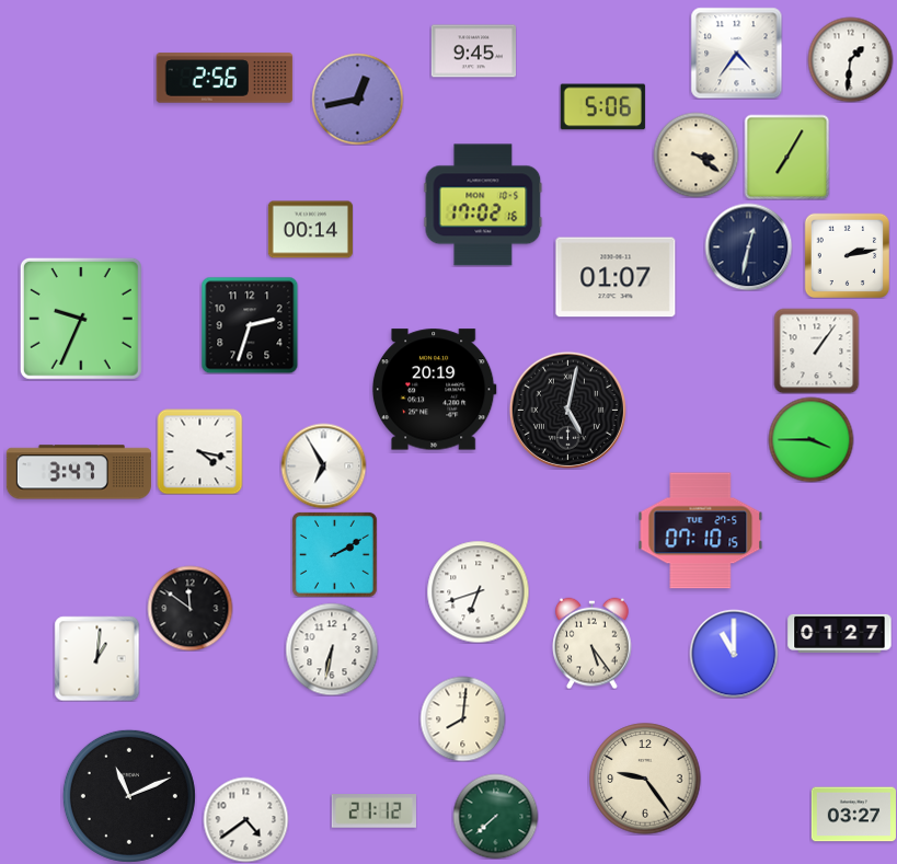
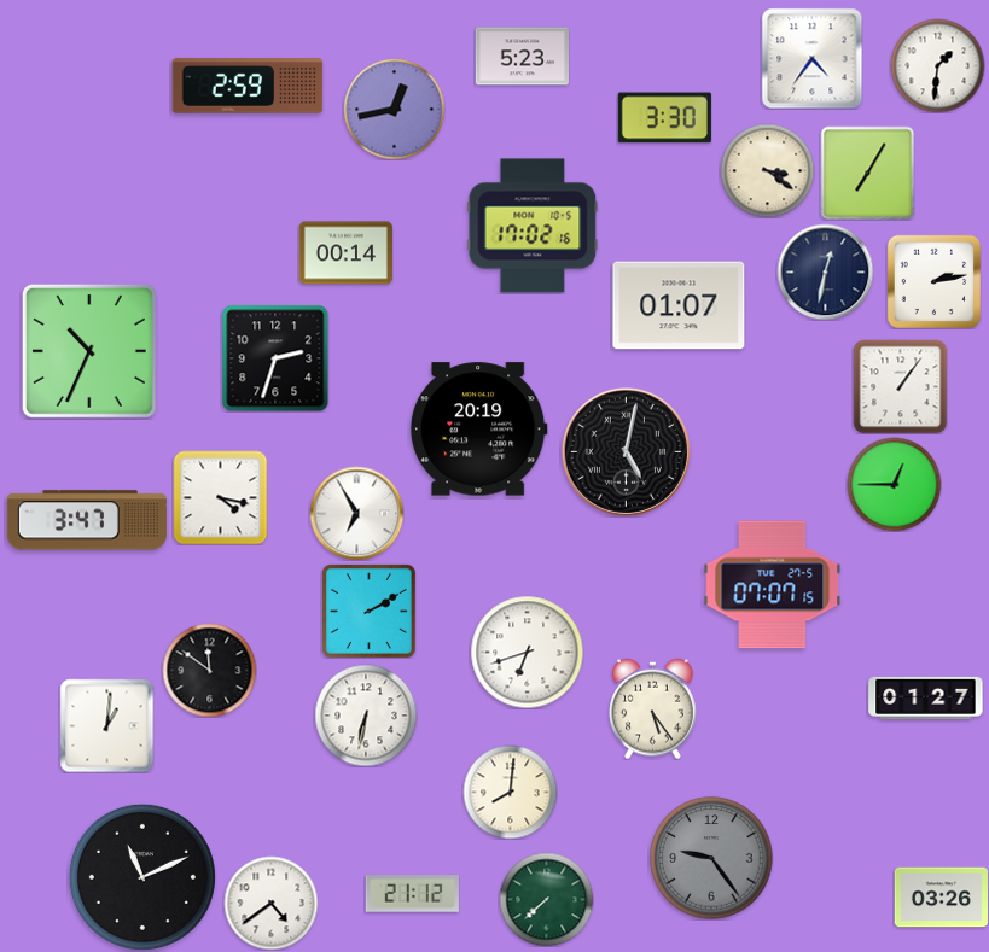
clock at (473, 51): 9:45 -> 5:23
clock at (225, 78): 2:56 -> 2:59
clock at (602, 107): 5:06 -> 3:30
clock at (310, 230) position: (310, 230) -> (345, 253)
clock at (81, 319): 9:34 -> 10:34
clock at (810, 439): 3:45 -> 12:45
clock at (701, 531): 07:10 -> 07:07
clock at (734, 654): 11:00 -> none
clock at (645, 779) dial: cream -> grey
clock at (853, 815): 03:27 -> 03:26
